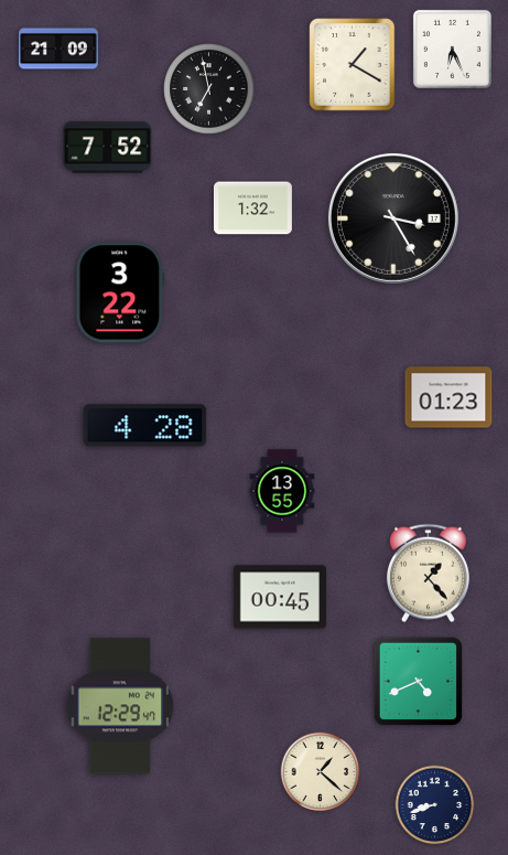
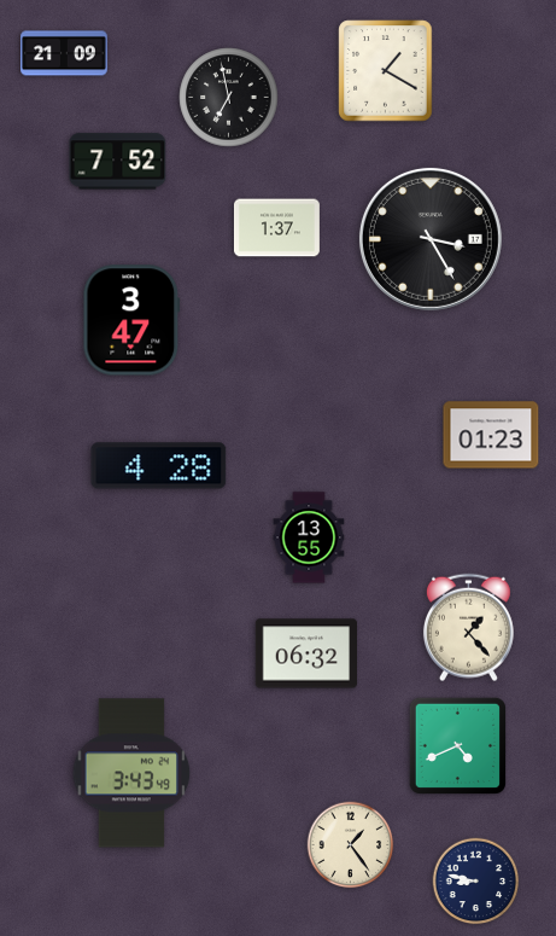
clock at (452, 49): 6:26 -> none
clock at (252, 209): 1:32 -> 1:37
clock at (120, 292): 3:22 -> 3:47
clock at (279, 597): 00:45 -> 06:32
clock at (120, 706): 12:29 -> 3:43
clock at (321, 772): 1:22 -> 1:24
clock at (435, 805): 8:42 -> 8:47
